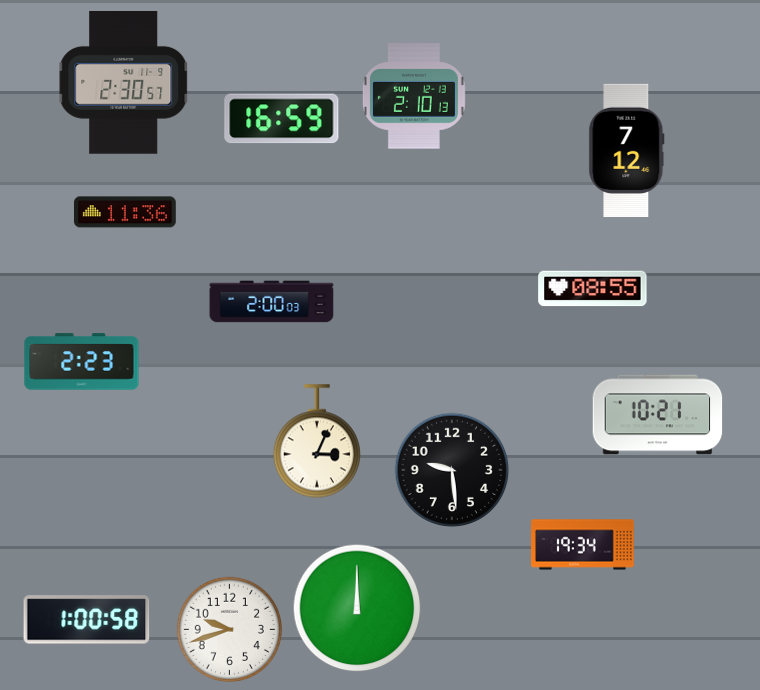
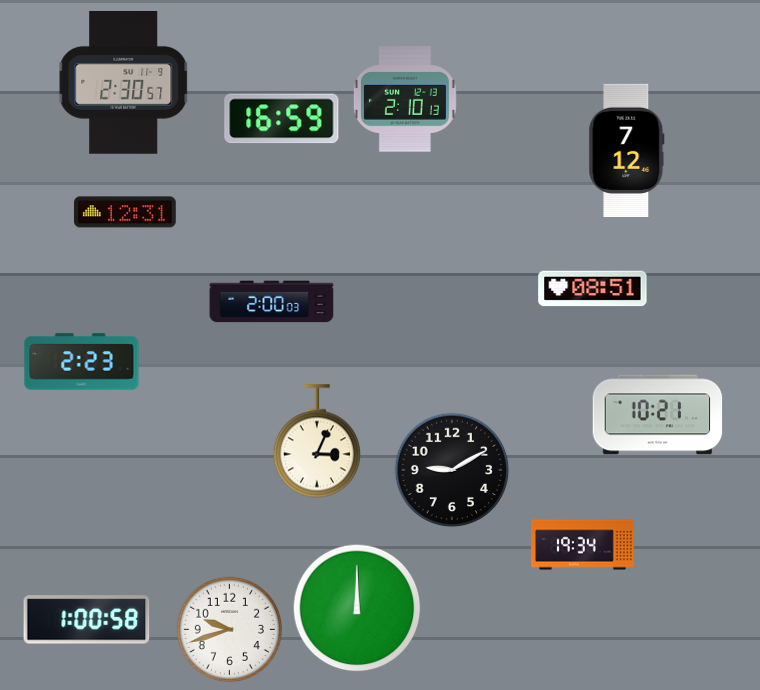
clock at (414, 96) position: (414, 96) -> (405, 99)
clock at (125, 212): 11:36 -> 12:31
clock at (593, 289): 08:55 -> 08:51
clock at (452, 470): 9:29 -> 9:10
